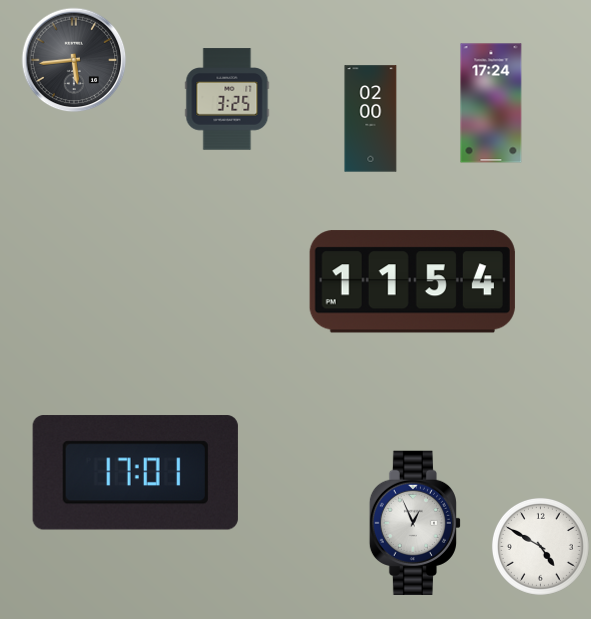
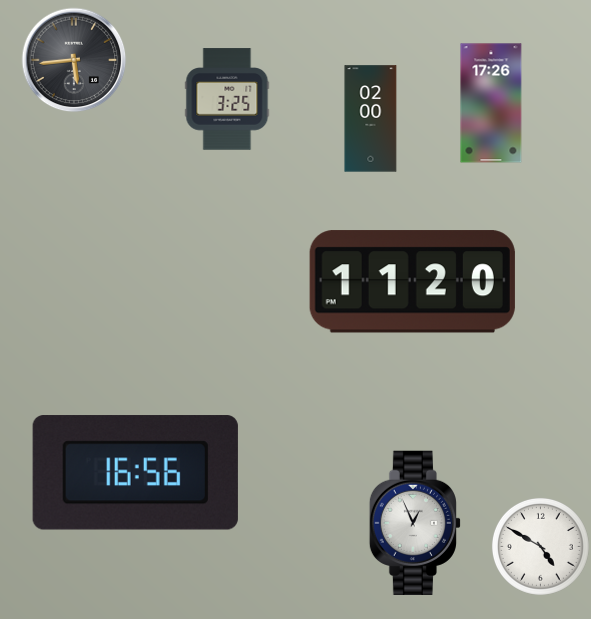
clock at (491, 103): 17:24 -> 17:26
clock at (412, 282): 11:54 -> 11:20
clock at (135, 473): 17:01 -> 16:56
